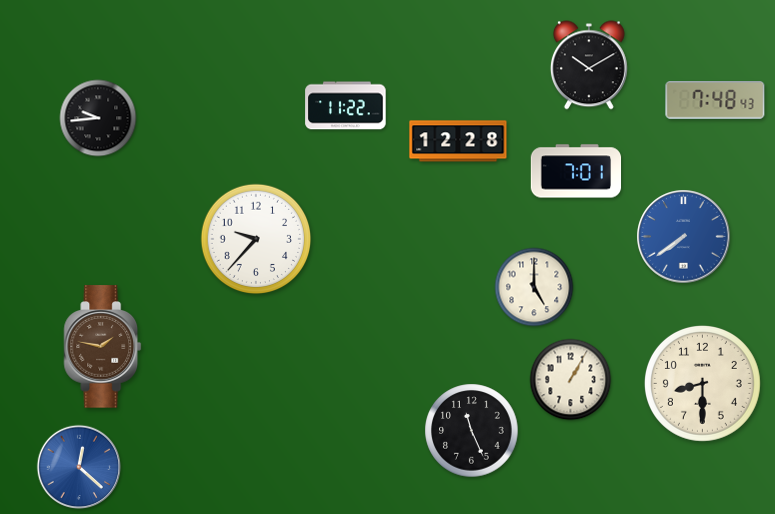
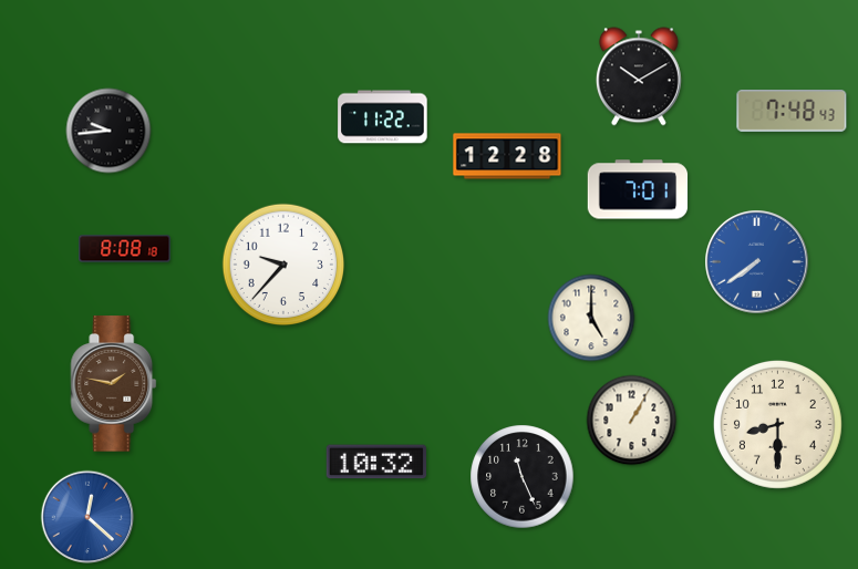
clock at (589, 65) position: (589, 65) -> (639, 76)
clock at (125, 249): none -> 8:08
clock at (375, 462): none -> 10:32
